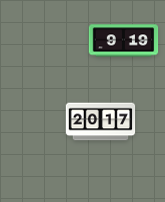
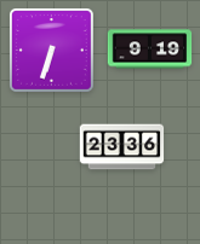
clock at (52, 51): none -> 6:33
clock at (101, 122): 20:17 -> 23:36
